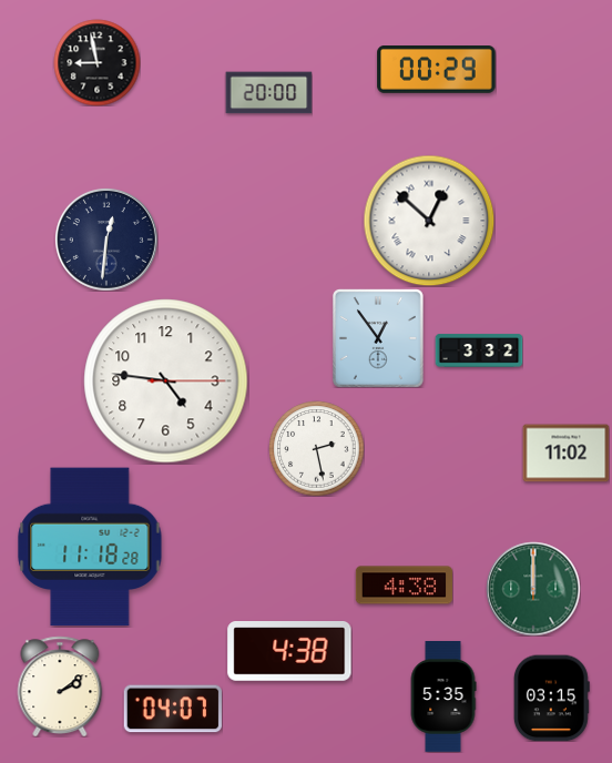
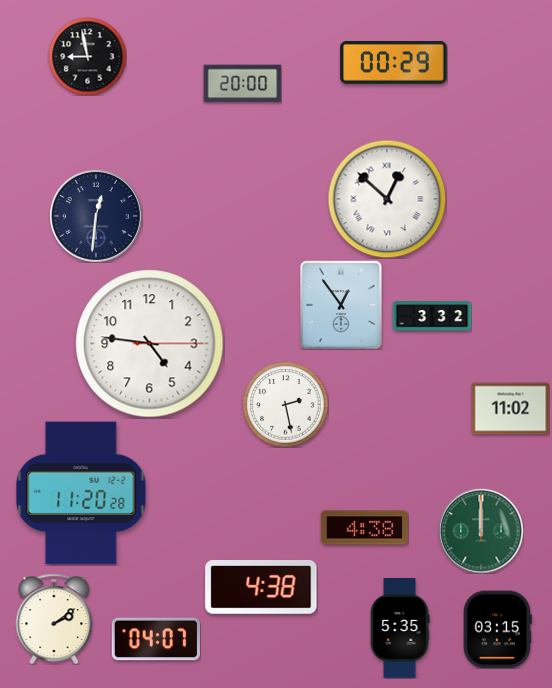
clock at (90, 547): 11:18 -> 11:20
